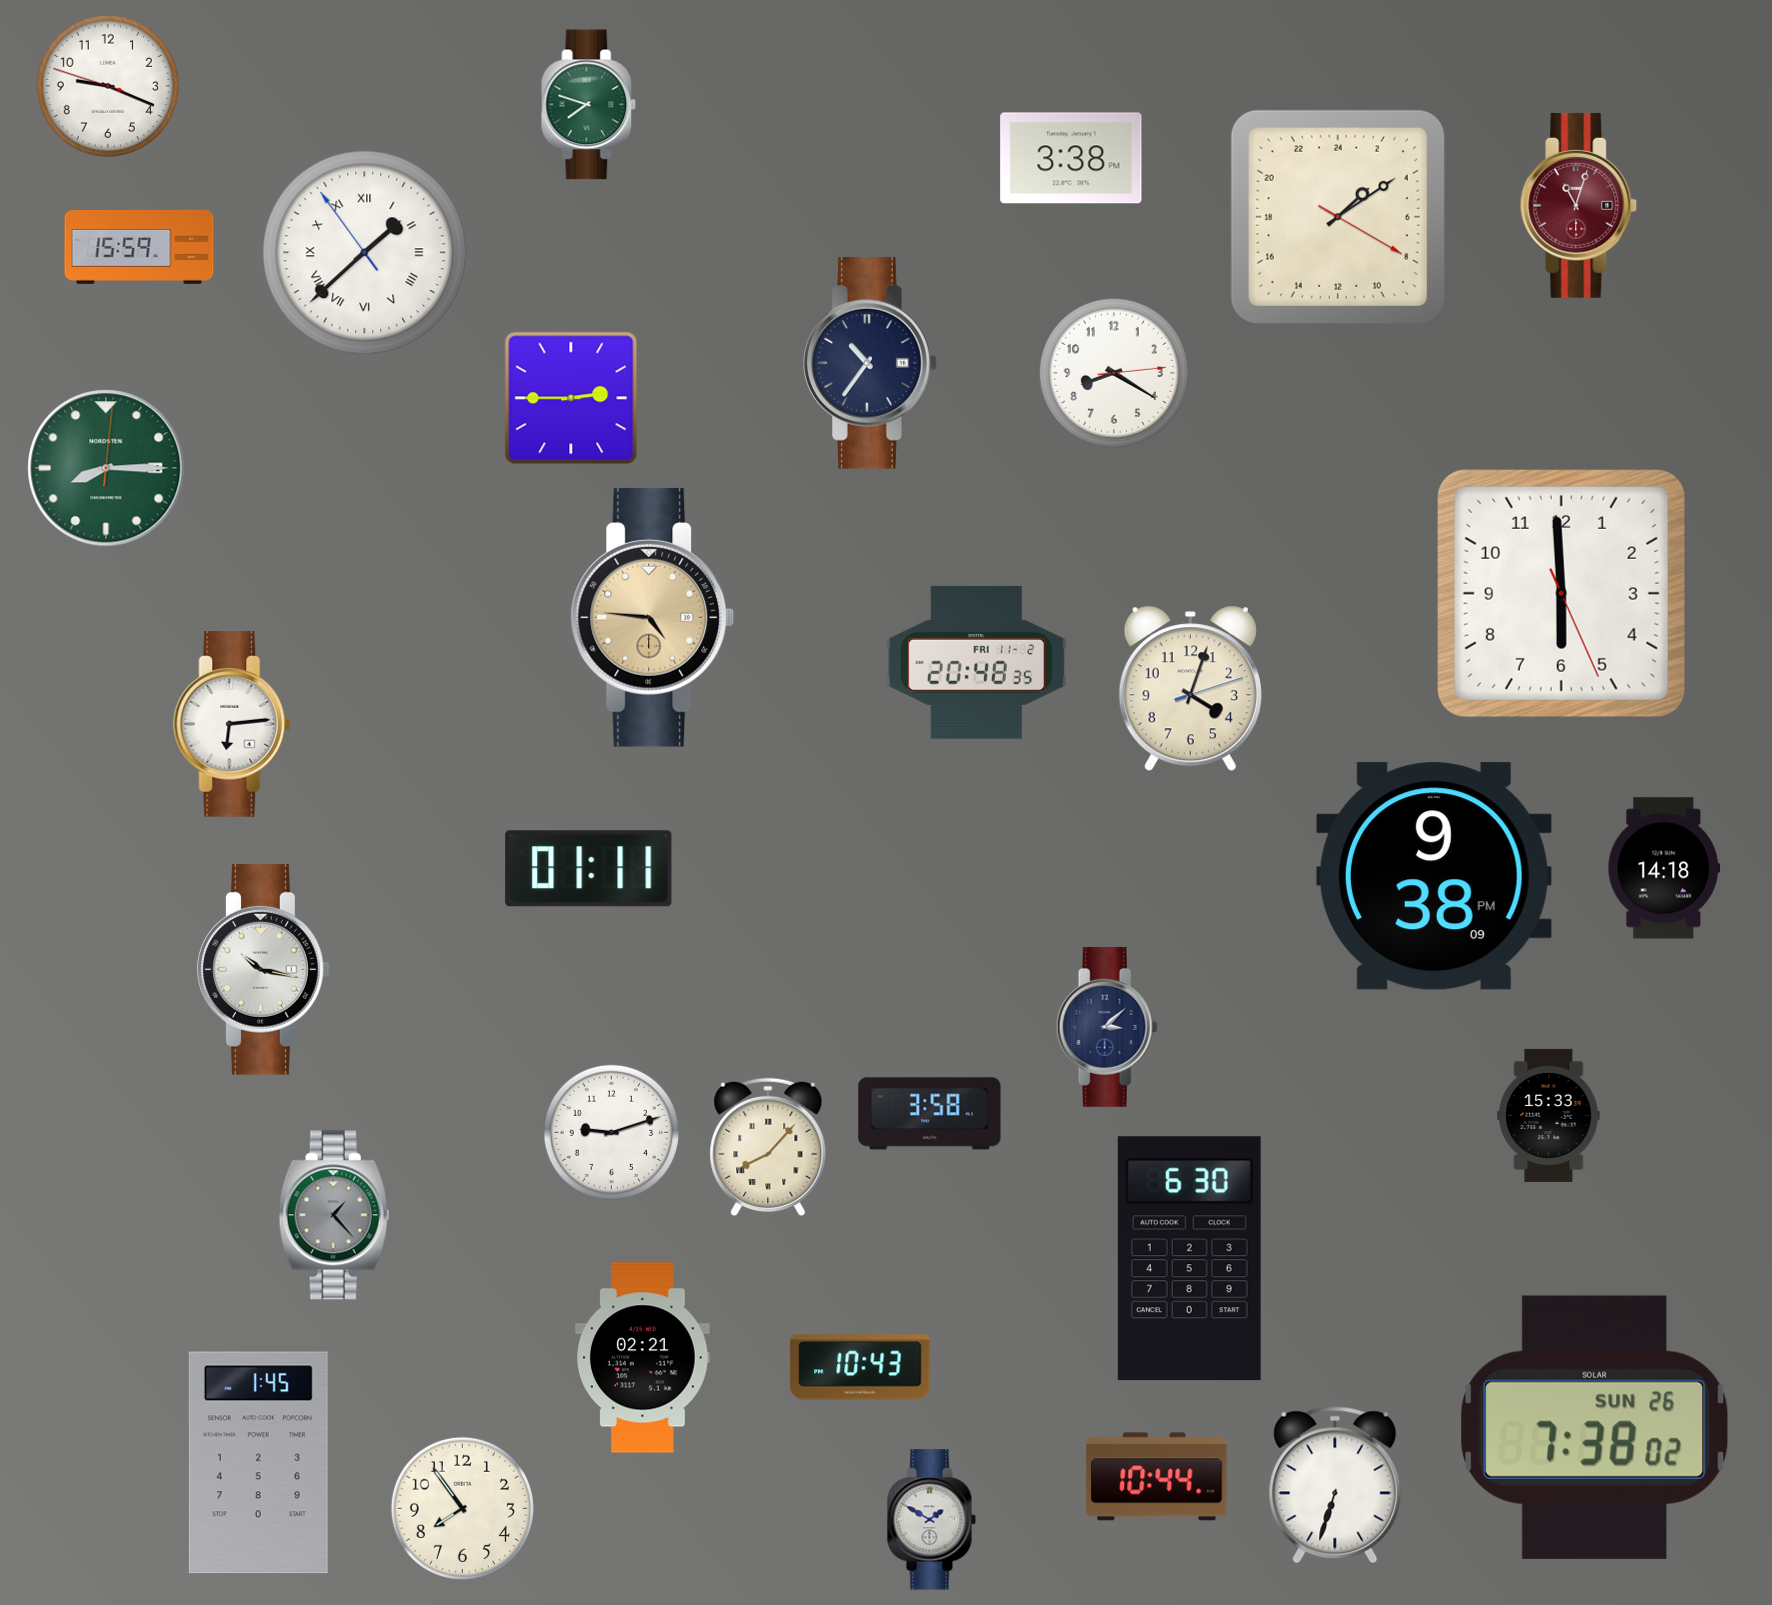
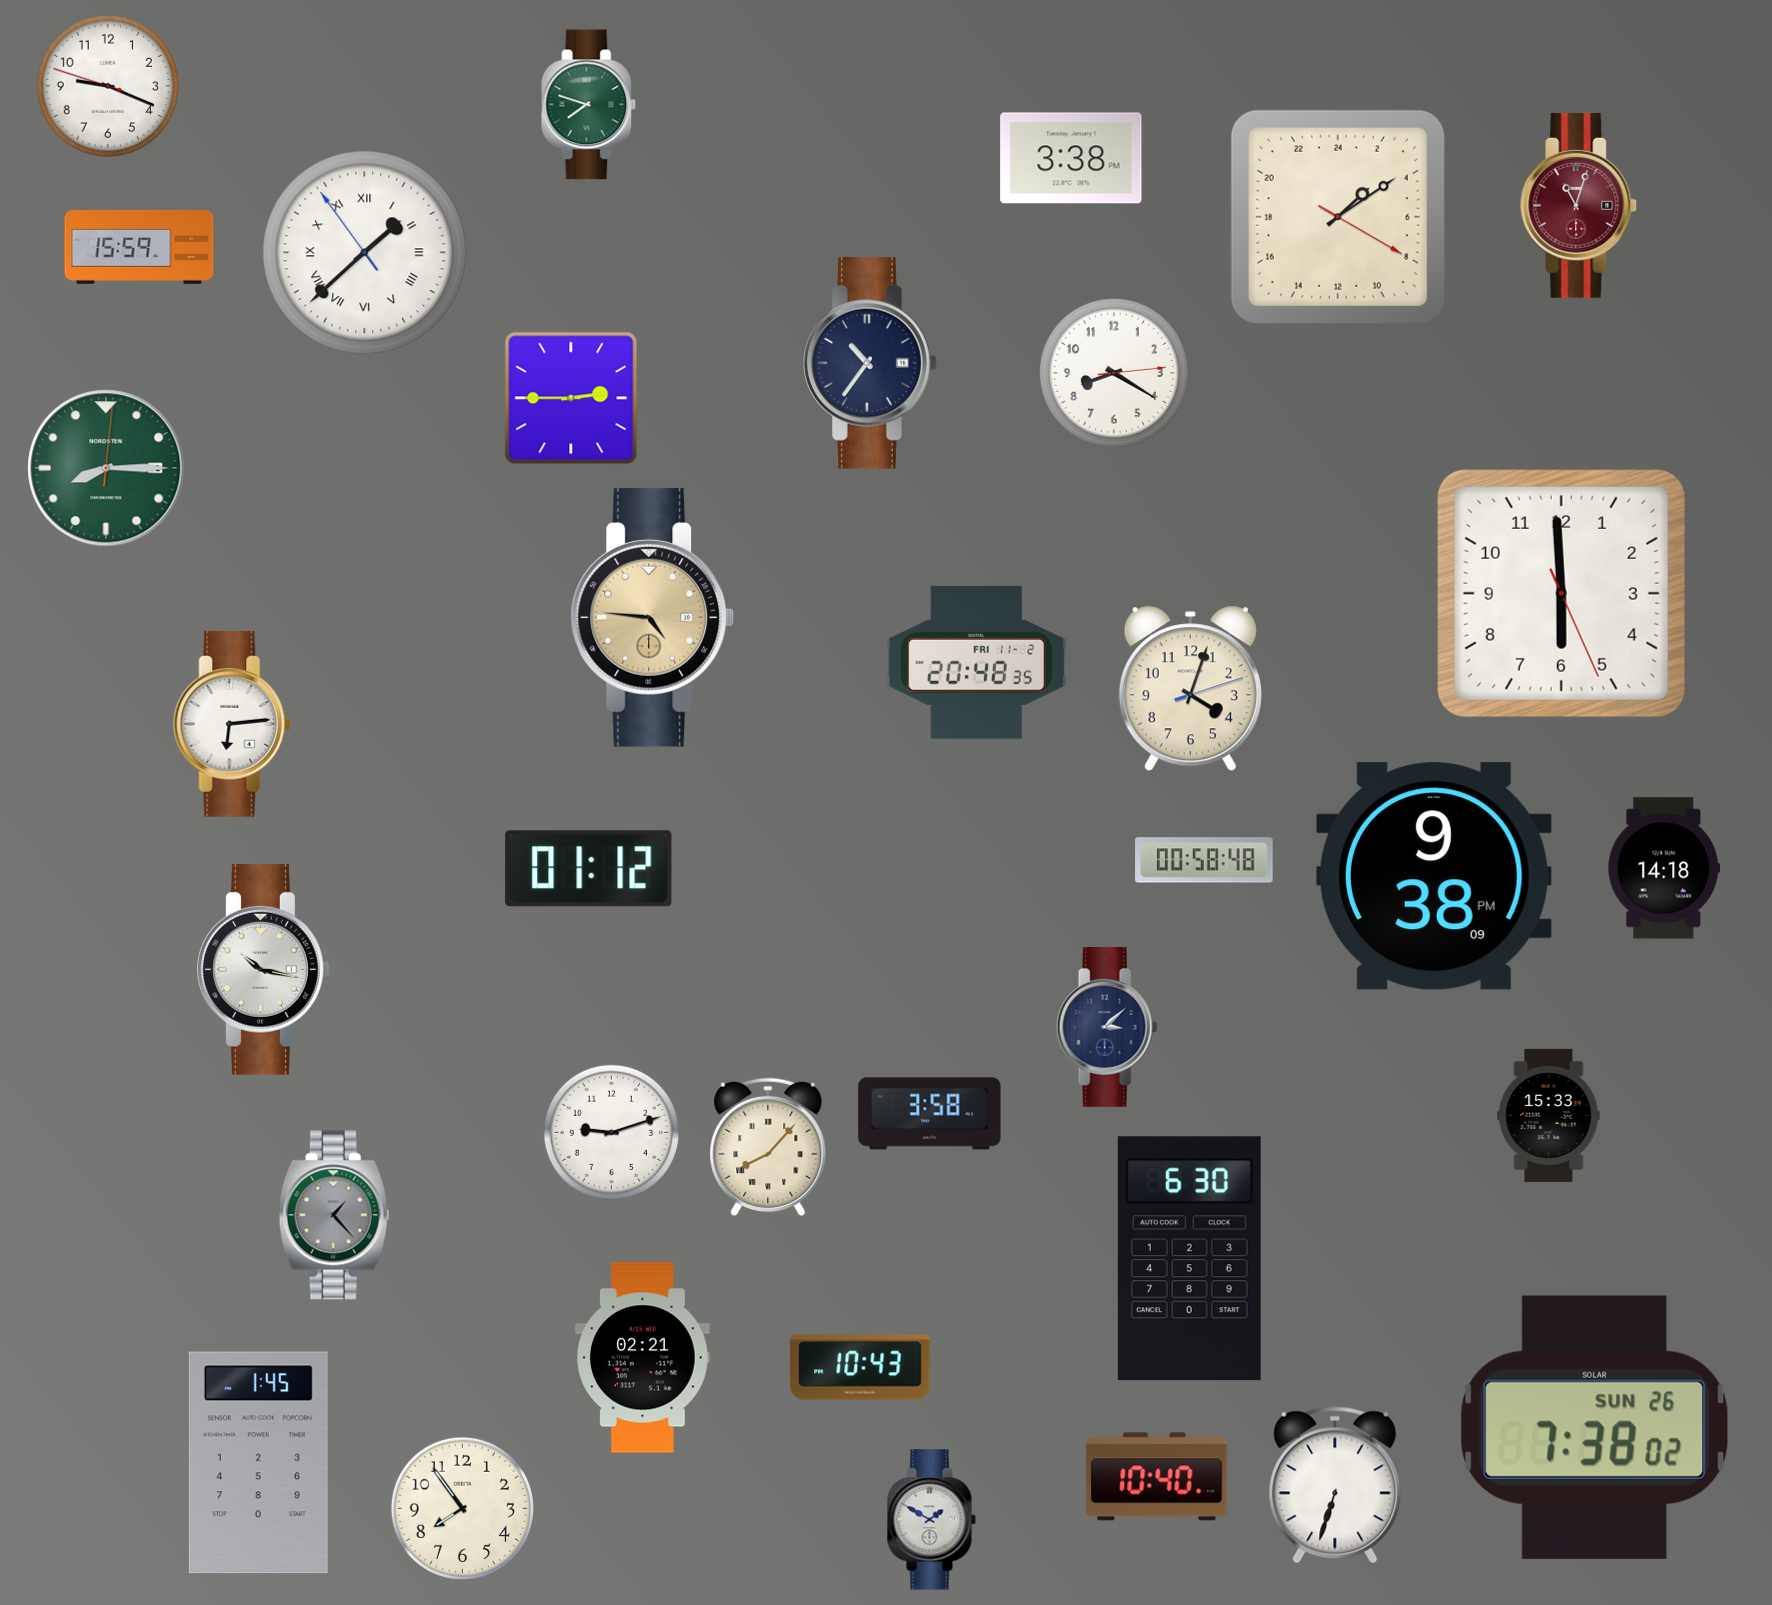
clock at (1204, 860): none -> 00:58
clock at (589, 869): 01:11 -> 01:12
clock at (1157, 1477): 10:44 -> 10:40
